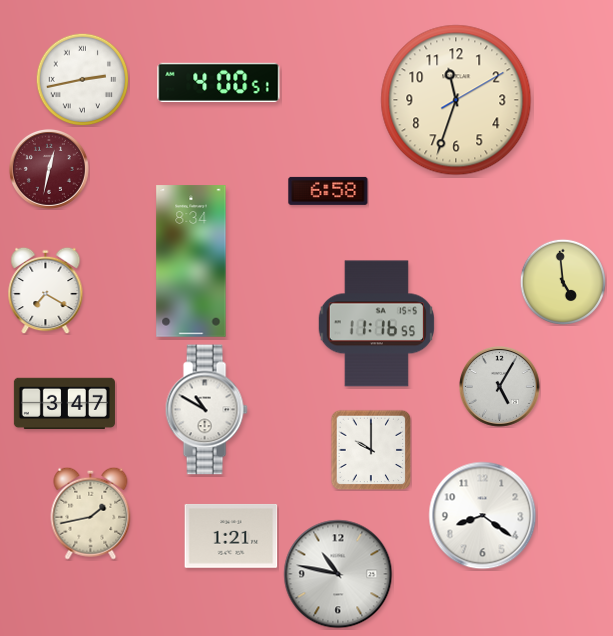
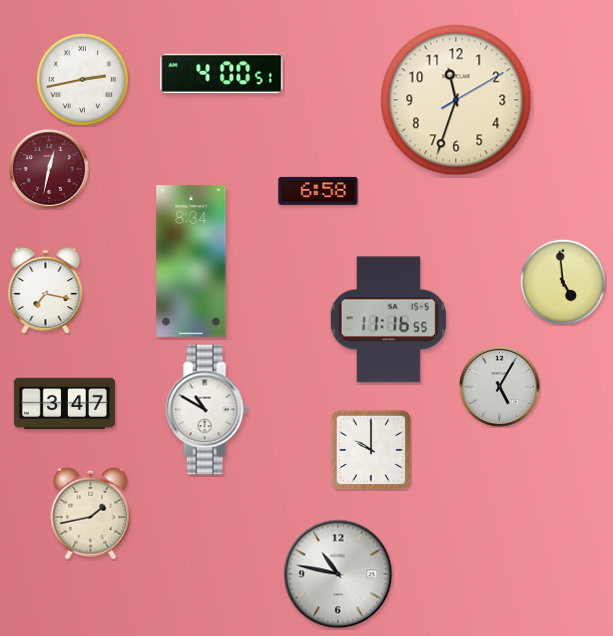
clock at (219, 82) position: (219, 82) -> (222, 73)
clock at (328, 191) position: (328, 191) -> (318, 191)
clock at (46, 290): 7:20 -> 7:17
clock at (376, 324) position: (376, 324) -> (388, 320)
clock at (483, 516): 8:21 -> none
clock at (231, 536): 1:21 -> none
